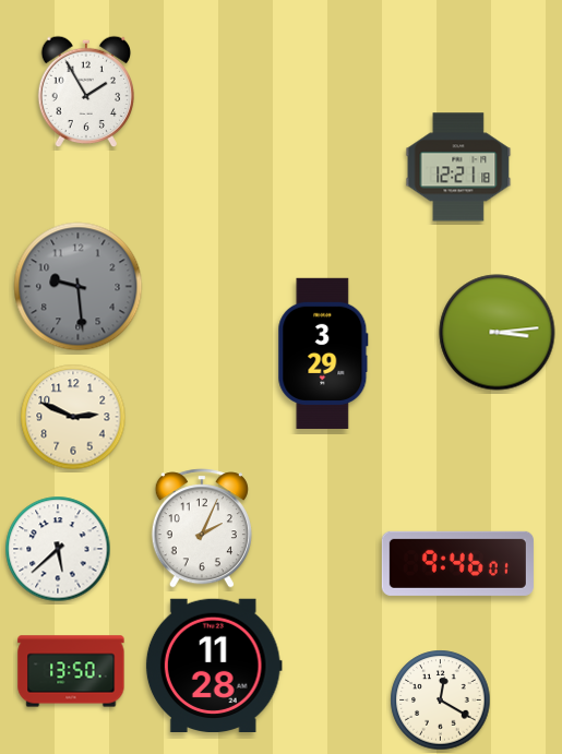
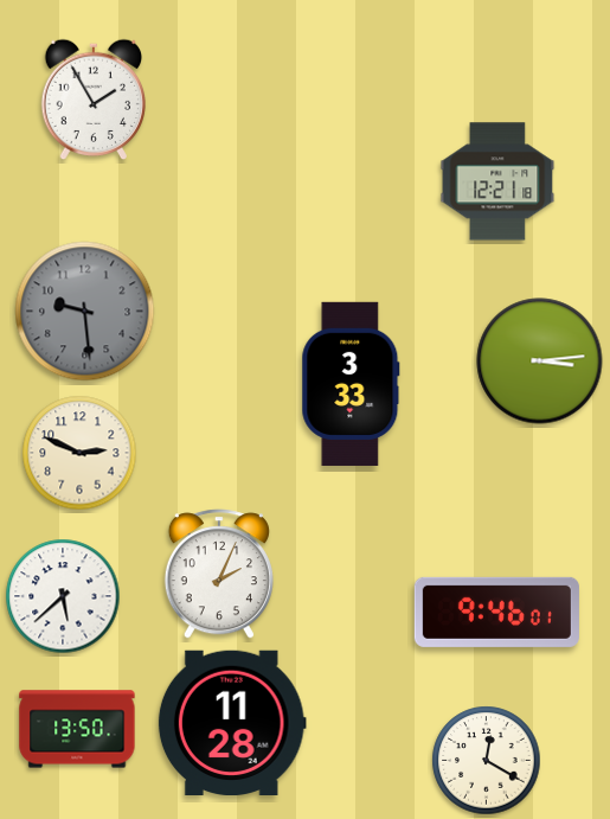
clock at (323, 352): 3:29 -> 3:33
clock at (441, 701) position: (441, 701) -> (487, 761)
